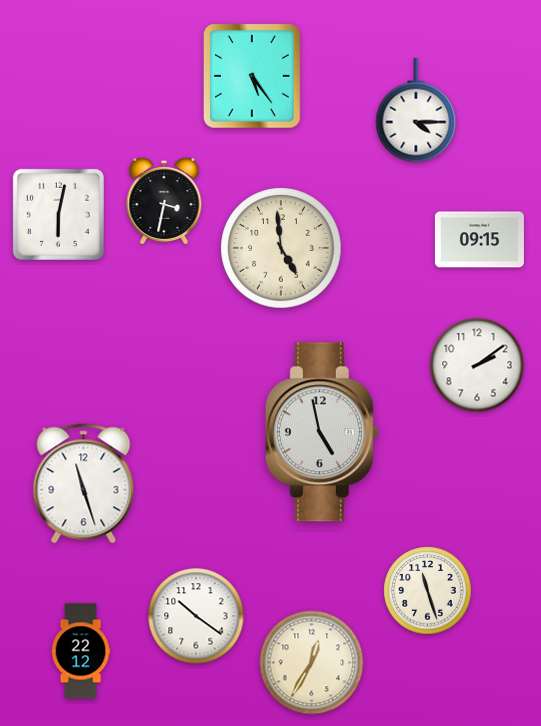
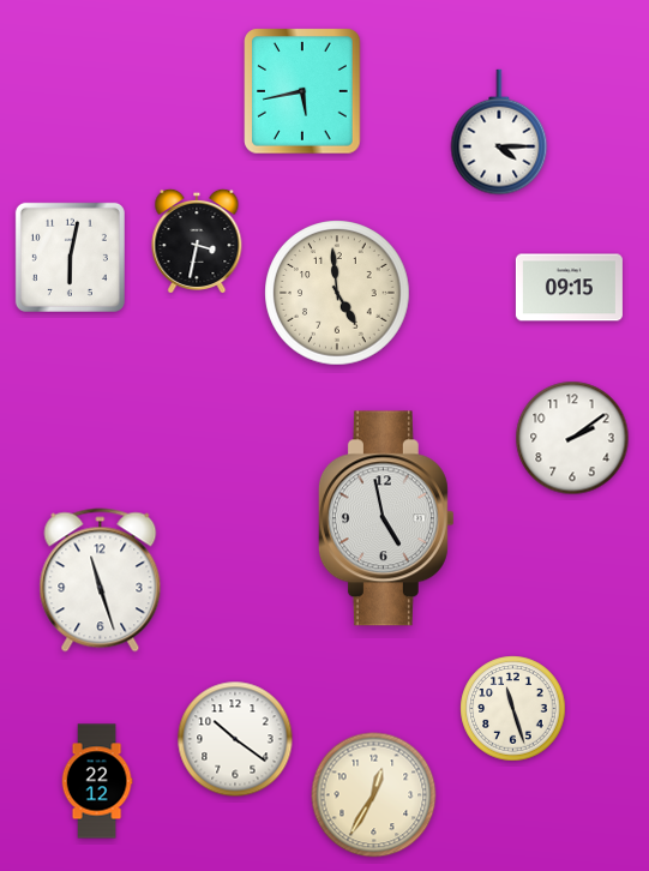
clock at (252, 76): 5:24 -> 5:43
clock at (479, 240) position: (479, 240) -> (569, 288)
clock at (281, 248) position: (281, 248) -> (337, 293)
